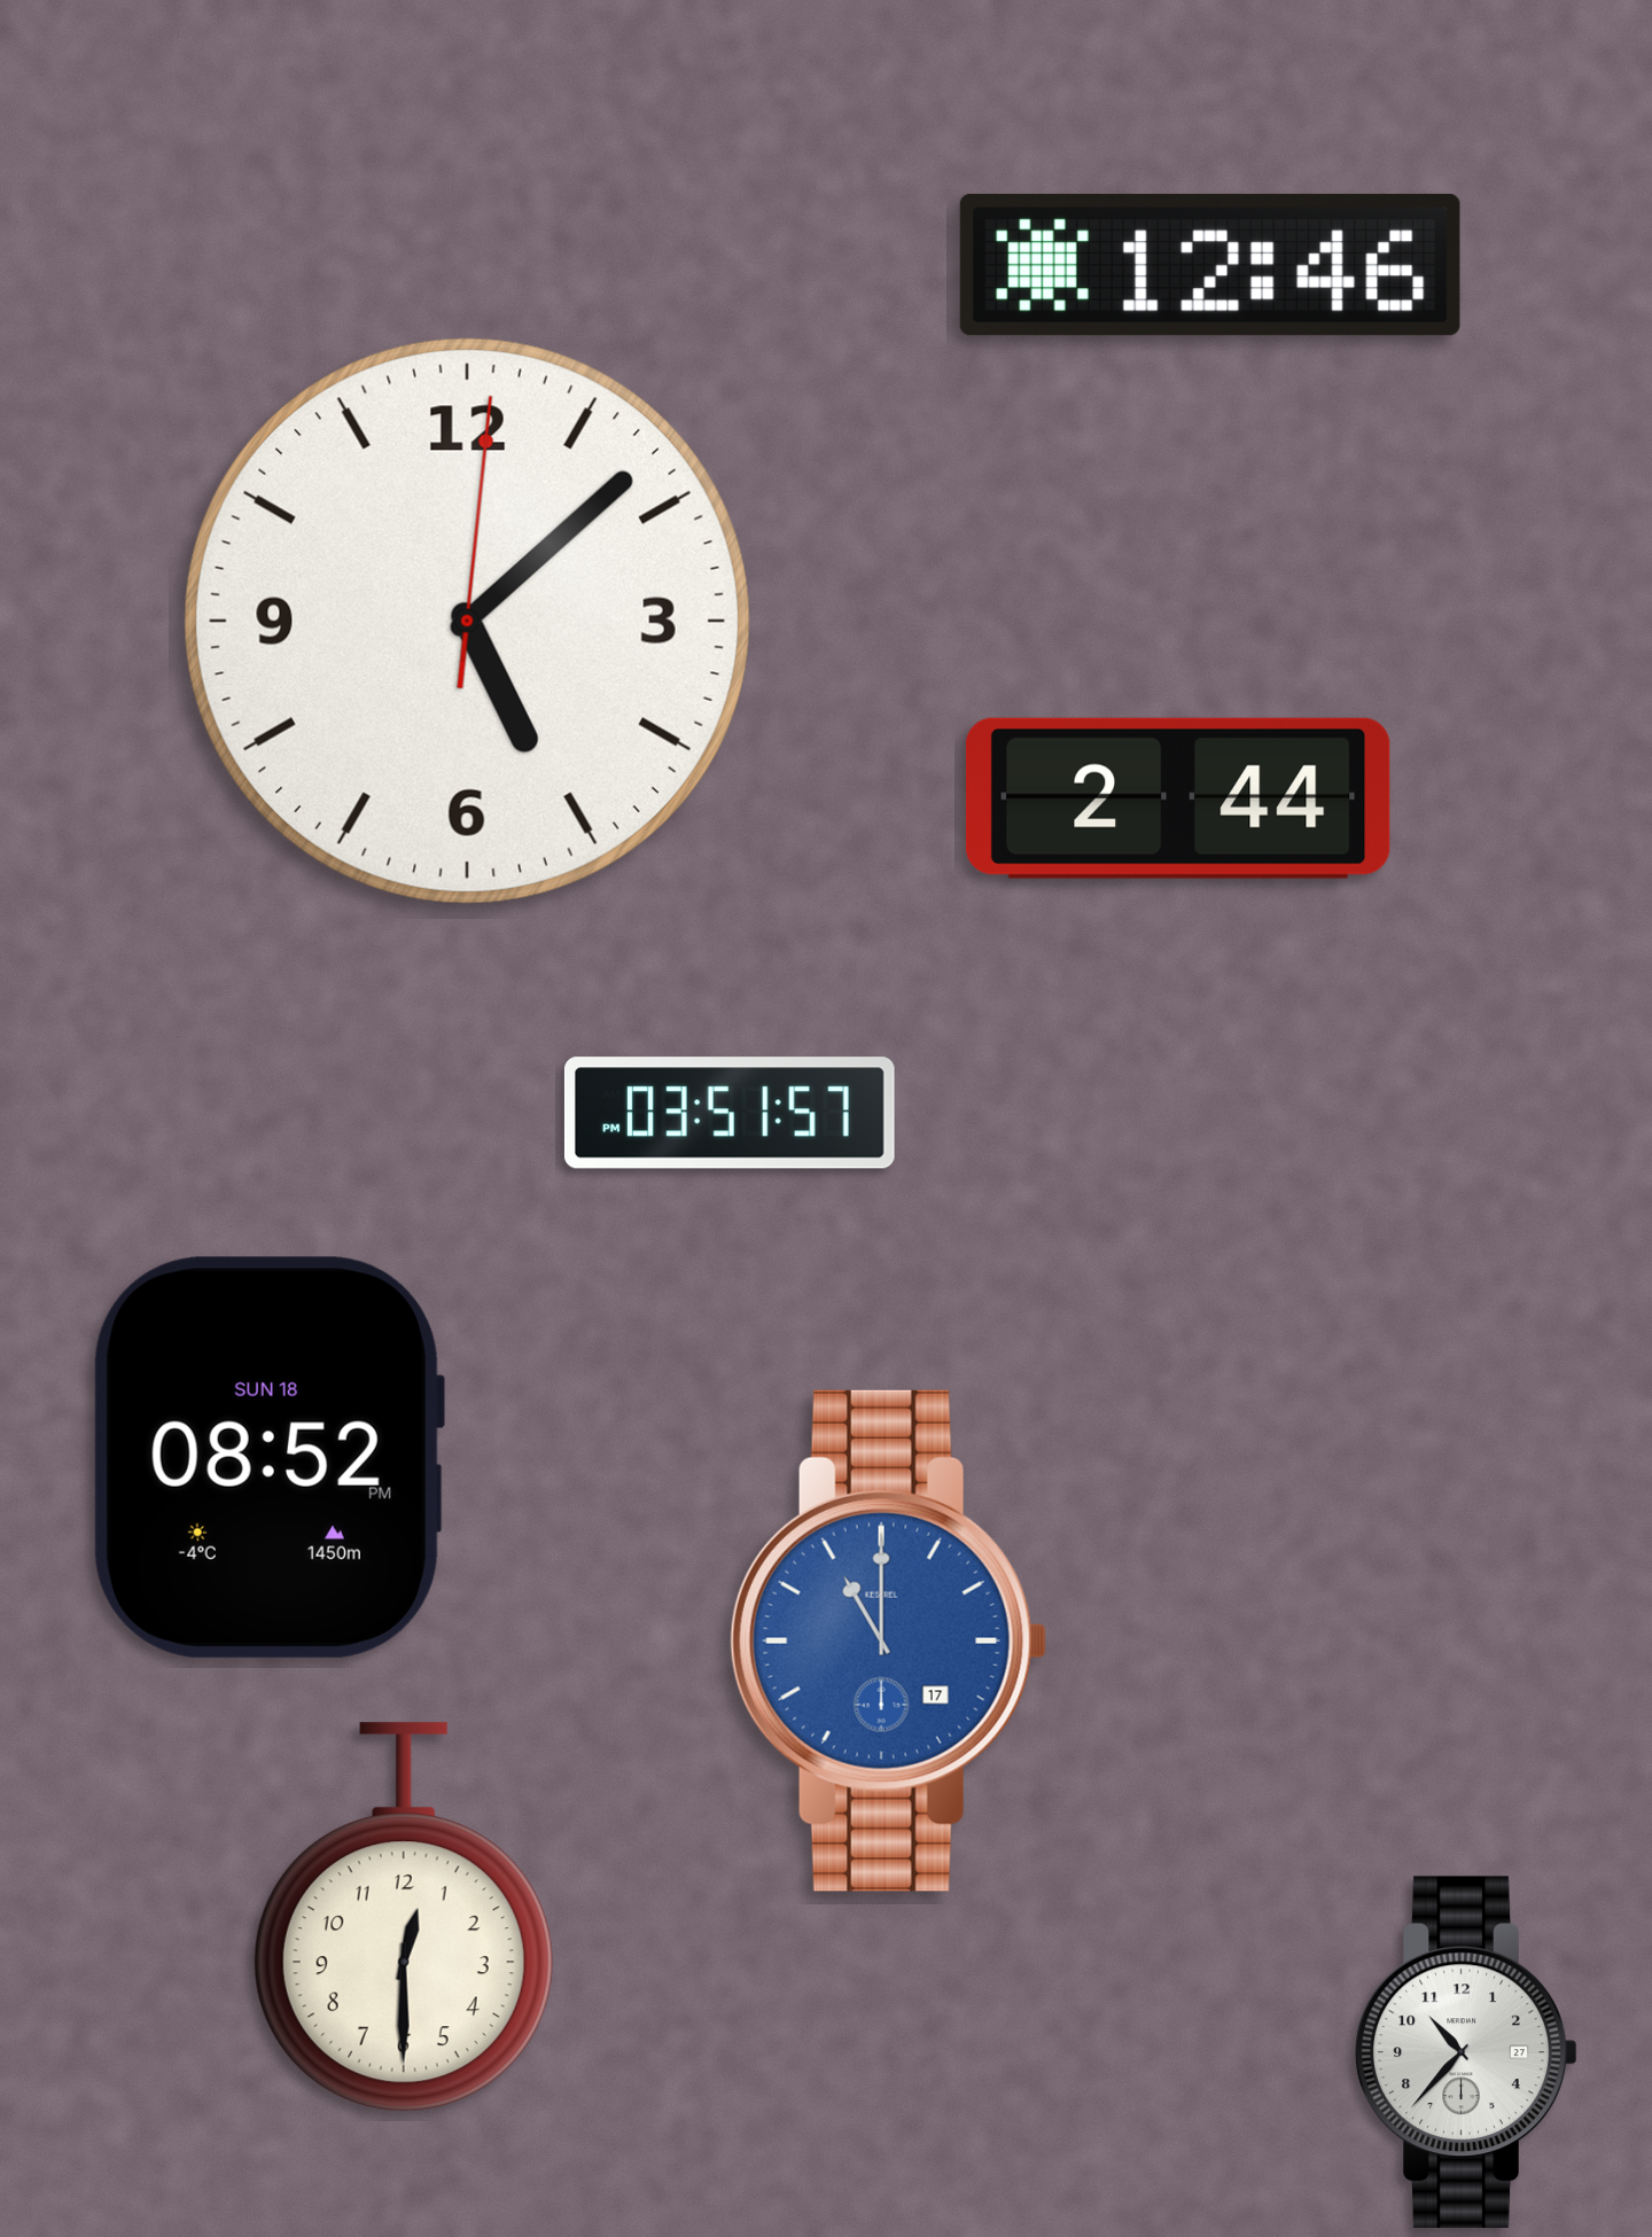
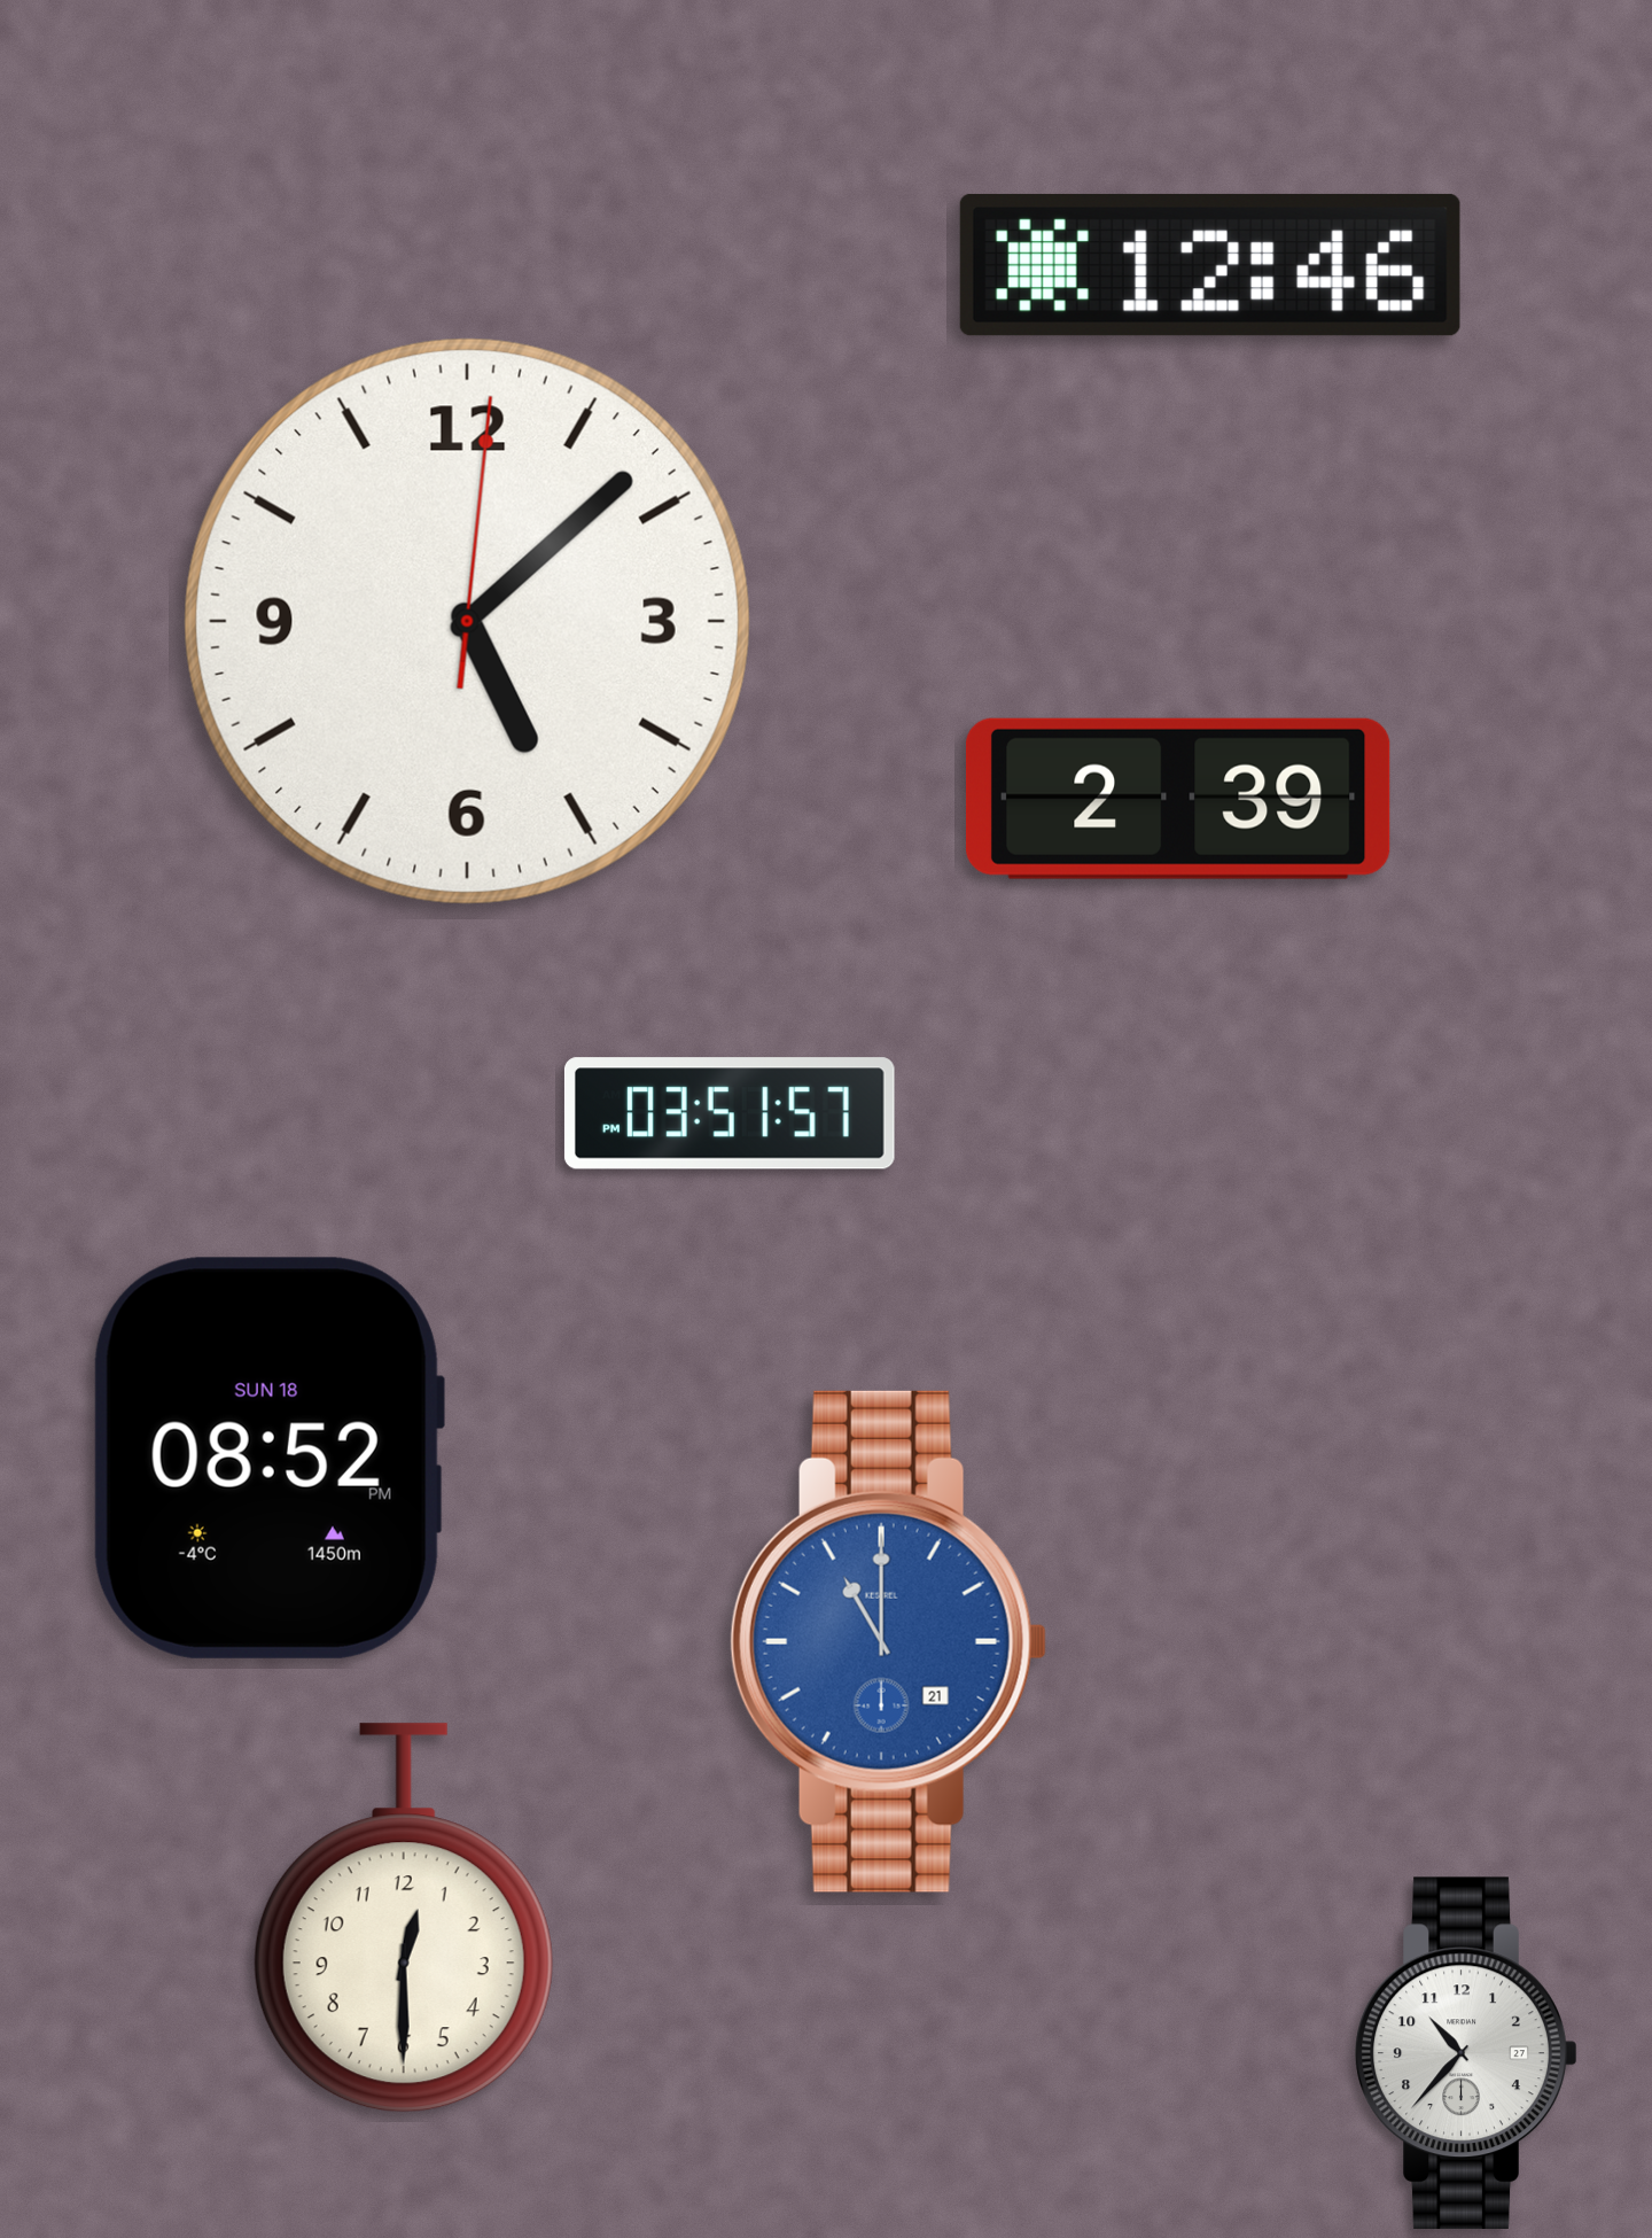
clock at (1178, 798): 2:44 -> 2:39
clock at (888, 1640) date: 17 -> 21
